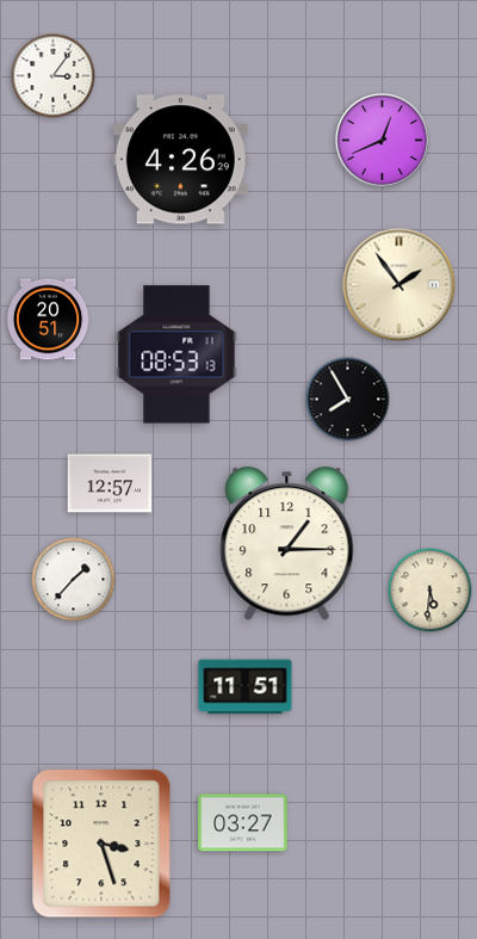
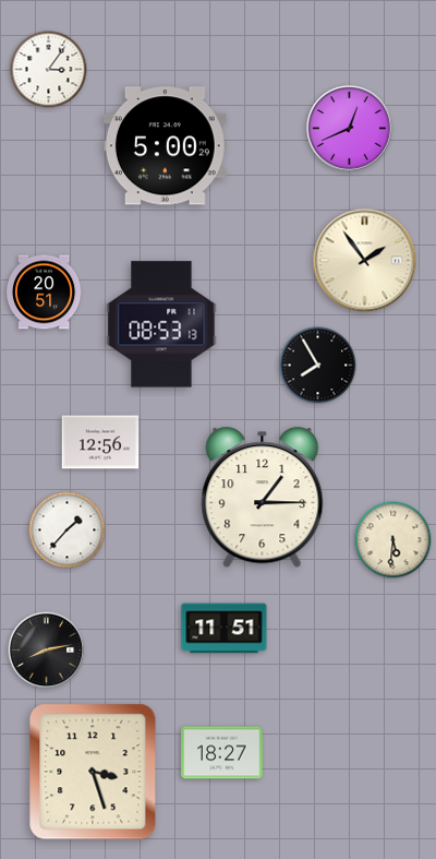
clock at (180, 160): 4:26 -> 5:00
clock at (110, 483): 12:57 -> 12:56
clock at (47, 651): none -> 8:13
clock at (243, 823): 03:27 -> 18:27
